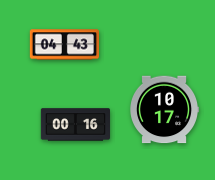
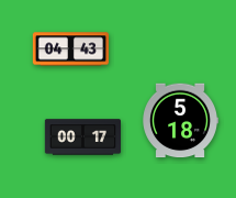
clock at (164, 110): 10:17 -> 5:18
clock at (75, 125): 00:16 -> 00:17
